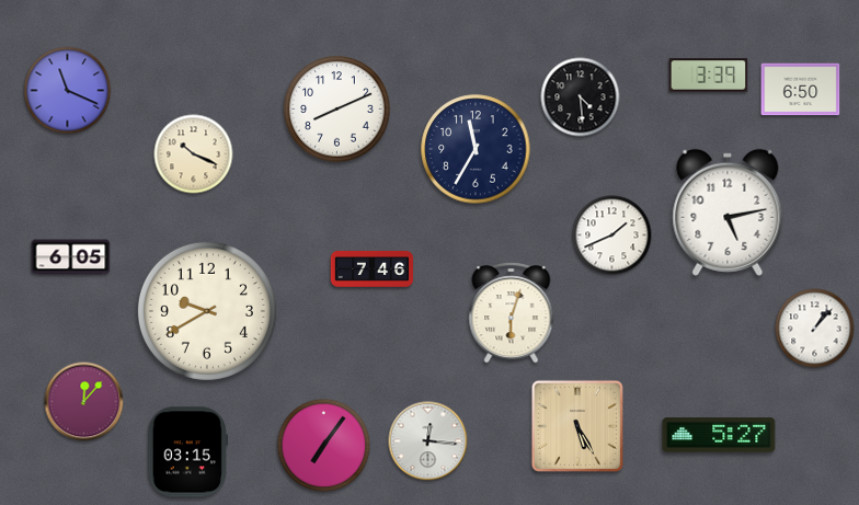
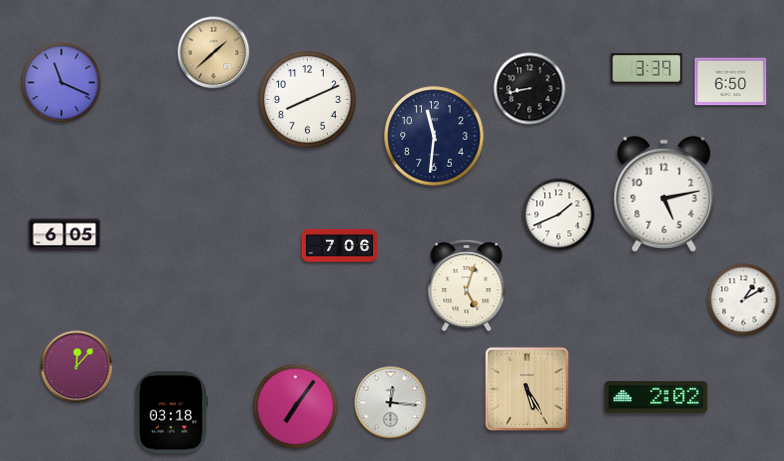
clock at (214, 53): none -> 1:38
clock at (581, 97): 4:29 -> 8:43
clock at (476, 149): 11:35 -> 11:31
clock at (194, 154): 10:19 -> none
clock at (371, 268): 7:46 -> 7:06
clock at (207, 311): 9:40 -> none
clock at (512, 313): 6:03 -> 5:03
clock at (815, 329): 1:07 -> 1:10
clock at (719, 435): 5:27 -> 2:02
clock at (187, 452): 03:15 -> 03:18
